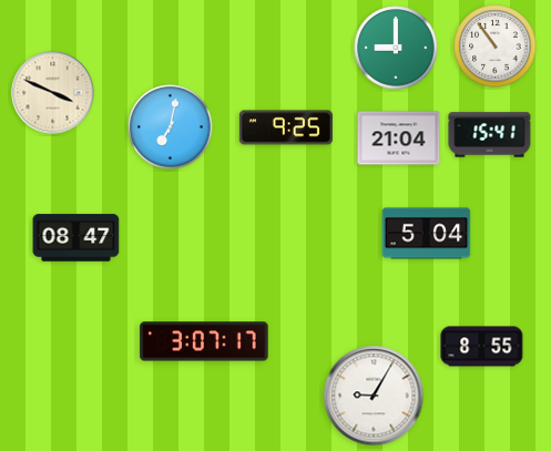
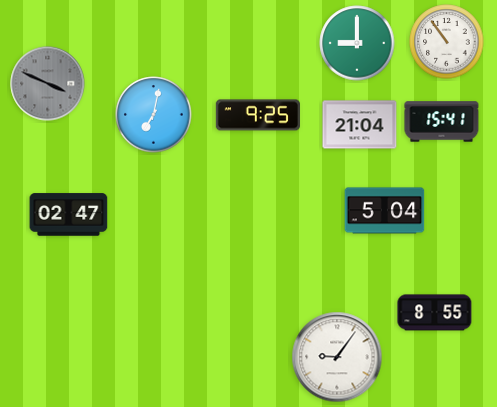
clock at (53, 93) dial: cream -> grey
clock at (76, 238): 08:47 -> 02:47
clock at (204, 341): 3:07 -> none
clock at (374, 396): 9:05 -> 9:06
